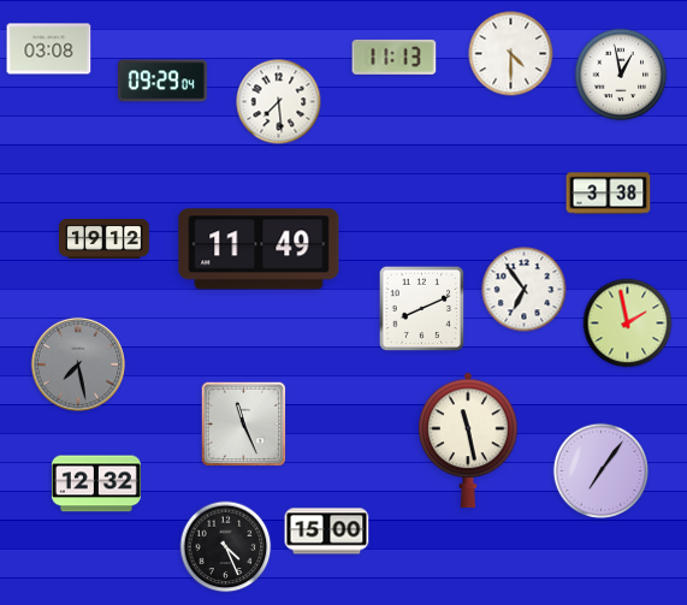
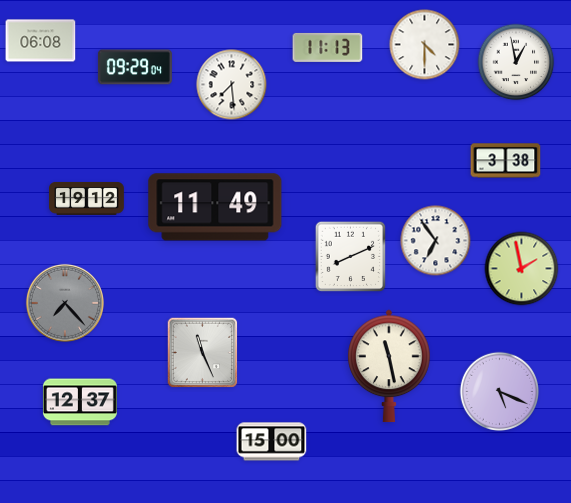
clock at (49, 49): 03:08 -> 06:08
clock at (78, 364): 7:28 -> 7:23
clock at (600, 470): 7:06 -> 5:19
clock at (96, 484): 12:32 -> 12:37
clock at (226, 547): 4:26 -> none
